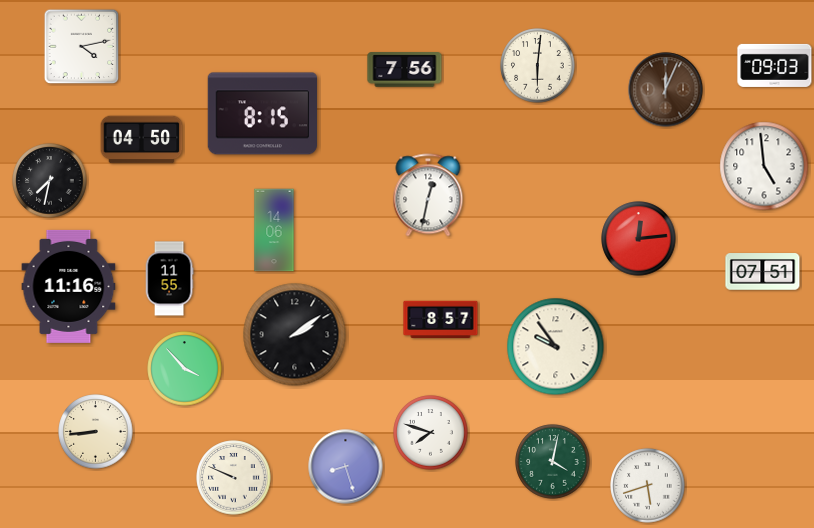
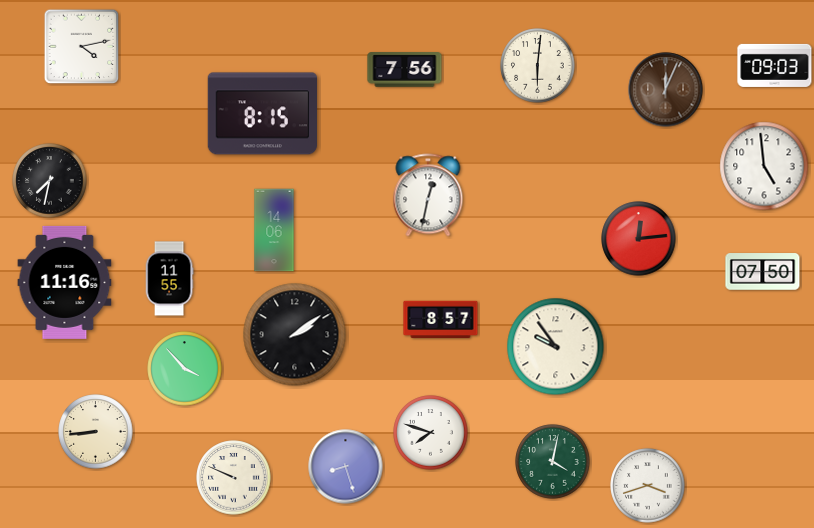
clock at (142, 140): 04:50 -> none
clock at (763, 272): 07:51 -> 07:50
clock at (69, 286) position: (69, 286) -> (65, 282)
clock at (648, 486): 5:42 -> 3:42
